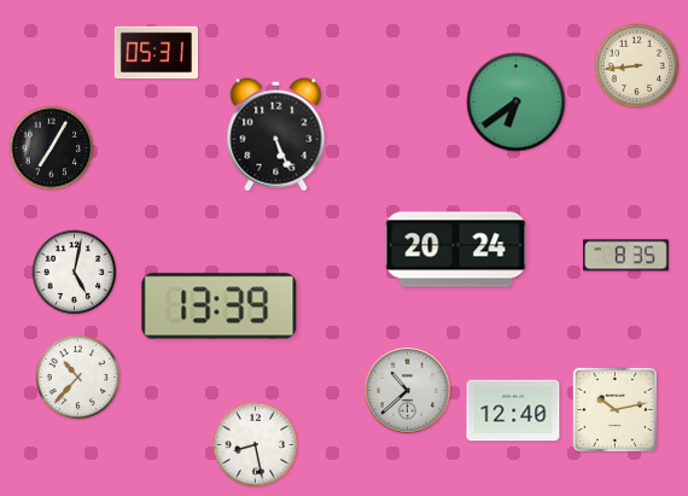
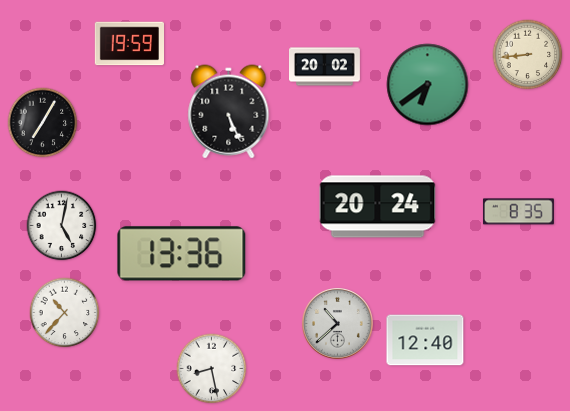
clock at (156, 53): 05:31 -> 19:59
clock at (325, 67): none -> 20:02
clock at (220, 307): 13:39 -> 13:36
clock at (614, 409): 10:13 -> none
